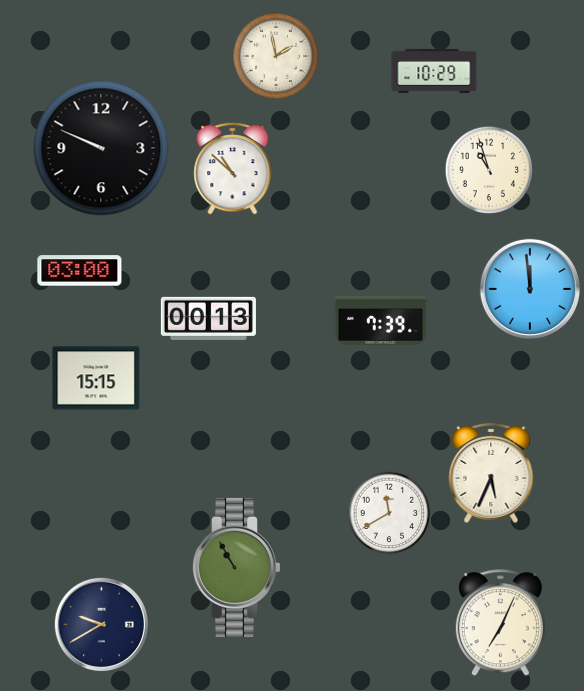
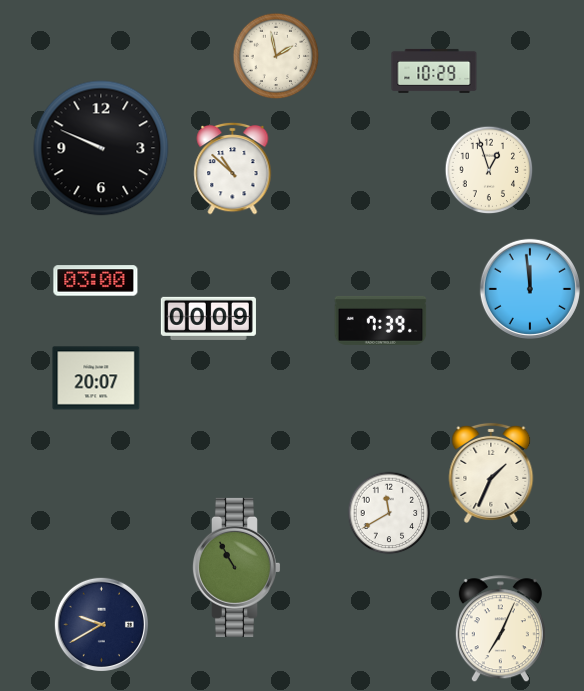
clock at (489, 170): 10:57 -> 12:57
clock at (80, 271) position: (80, 271) -> (96, 281)
clock at (208, 318): 00:13 -> 00:09
clock at (96, 378): 15:15 -> 20:07
clock at (491, 473): 5:34 -> 1:34
clock at (500, 623) position: (500, 623) -> (500, 629)
